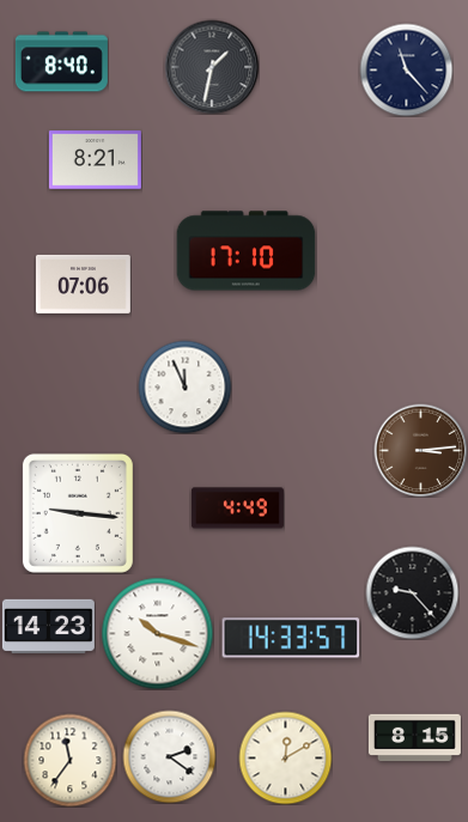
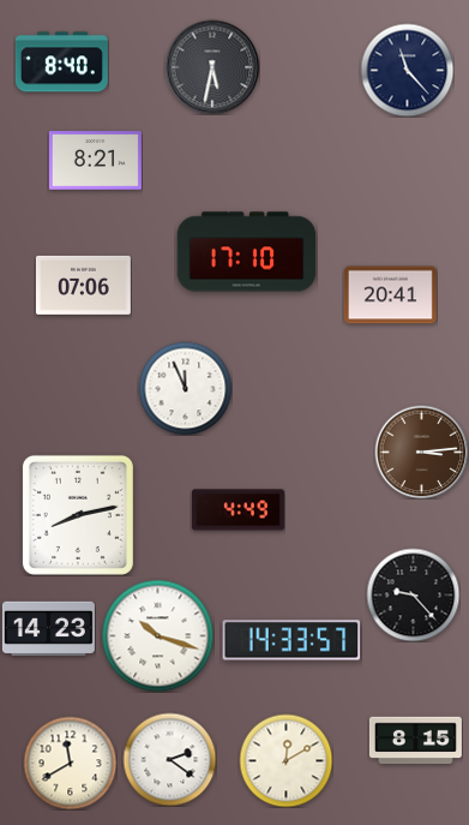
clock at (212, 67): 1:32 -> 5:32
clock at (390, 295): none -> 20:41
clock at (78, 513): 9:16 -> 8:13
clock at (69, 760): 11:36 -> 11:40
